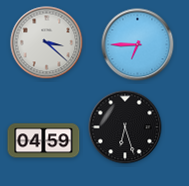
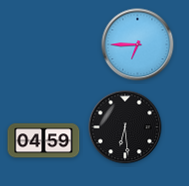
clock at (47, 43): 3:22 -> none
clock at (125, 127): 6:27 -> 6:29
